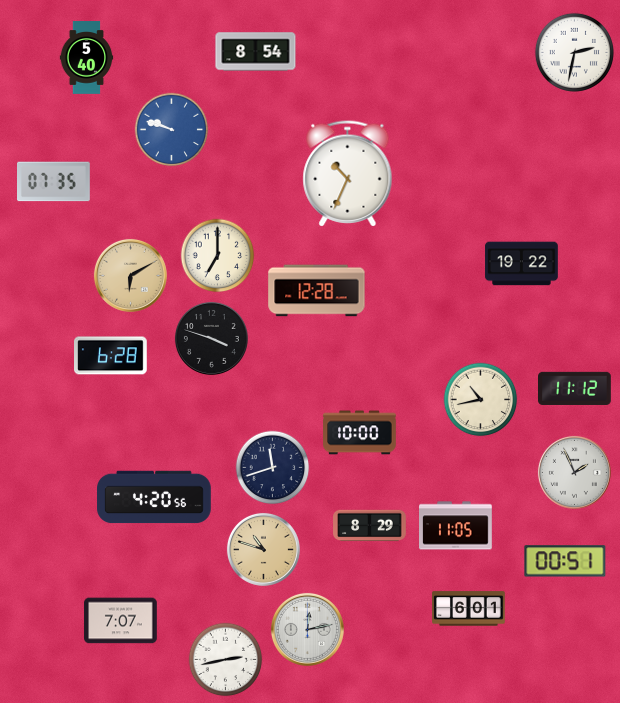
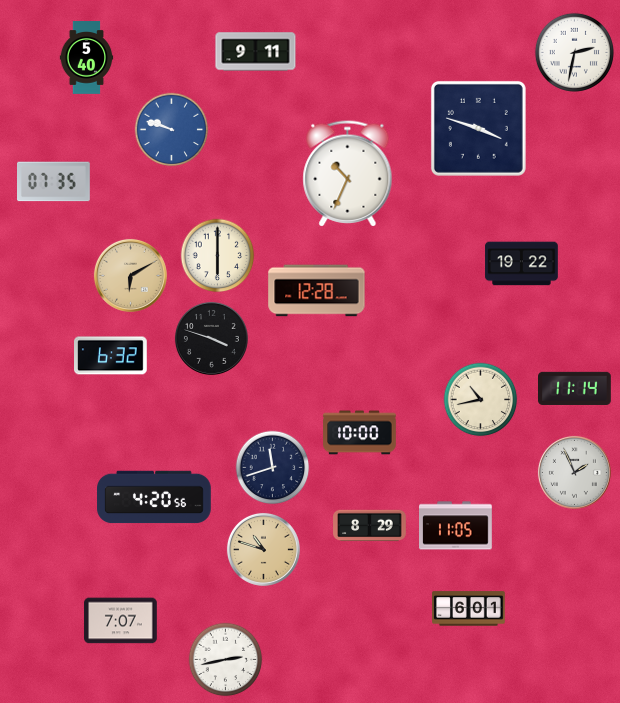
clock at (256, 52): 8:54 -> 9:11
clock at (478, 128): none -> 3:48
clock at (218, 256): 7:00 -> 6:00
clock at (111, 356): 6:28 -> 6:32
clock at (575, 388): 11:12 -> 11:14
clock at (565, 561): 00:51 -> none
clock at (307, 629): 12:13 -> none
